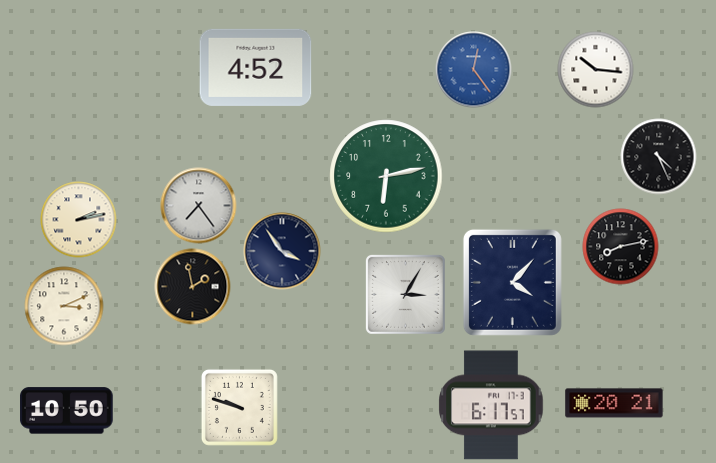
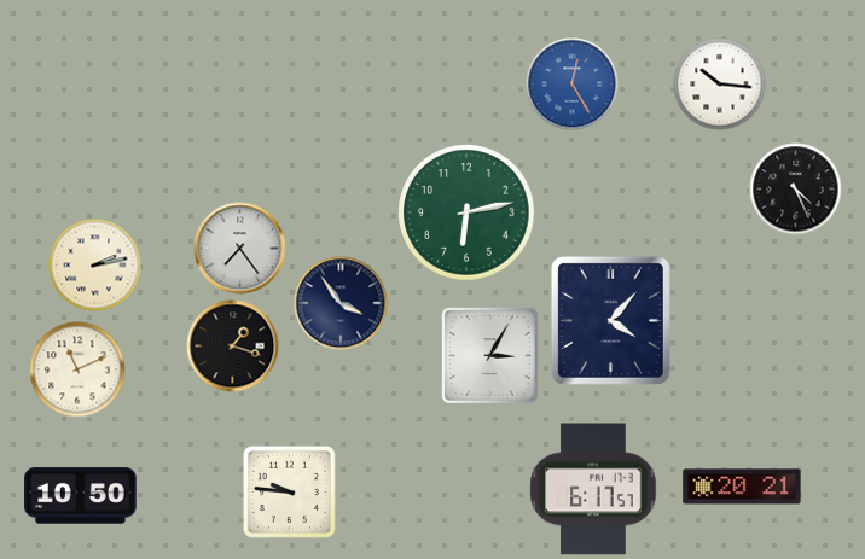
clock at (256, 67): 4:52 -> none
clock at (474, 70): 12:24 -> 12:25
clock at (621, 247): 8:13 -> none
clock at (512, 282) position: (512, 282) -> (610, 320)
clock at (193, 287): 1:58 -> 1:18
clock at (64, 306): 3:11 -> 11:11
clock at (239, 407): 9:48 -> 9:46
